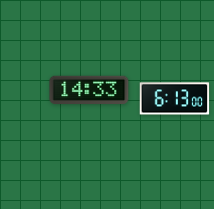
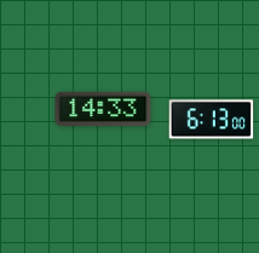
clock at (89, 90) position: (89, 90) -> (103, 109)
